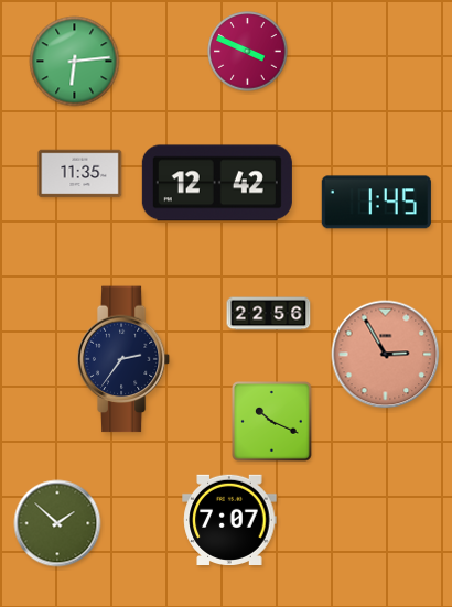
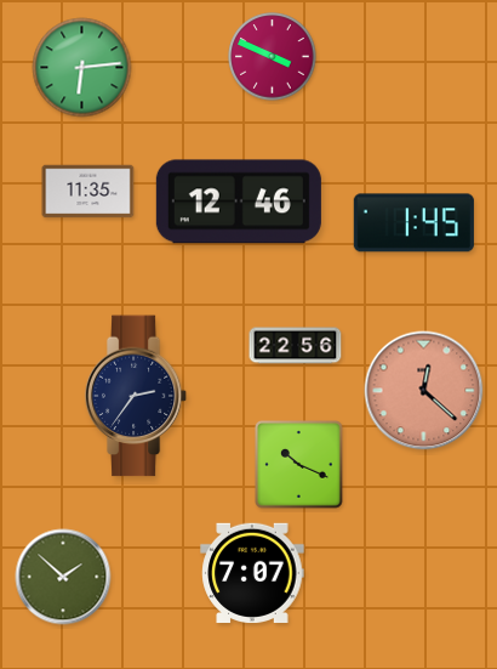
clock at (217, 183): 12:42 -> 12:46
clock at (386, 355): 2:55 -> 12:22
